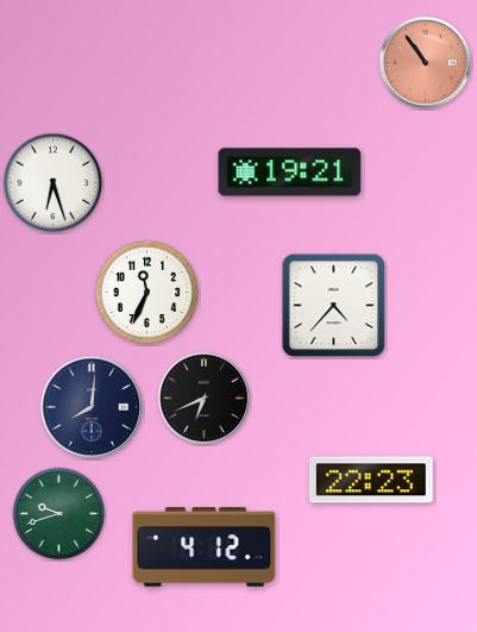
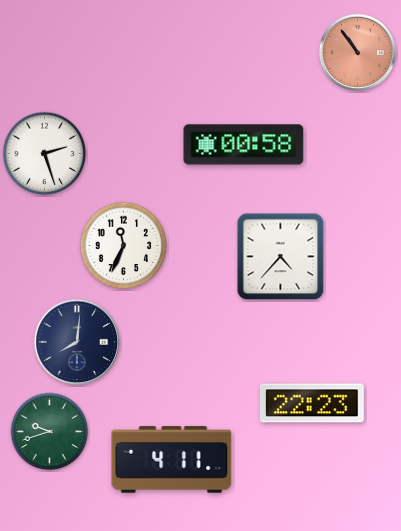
clock at (290, 173): 19:21 -> 00:58
clock at (54, 183): 6:27 -> 2:27
clock at (203, 398): 6:41 -> none
clock at (205, 547): 4:12 -> 4:11
